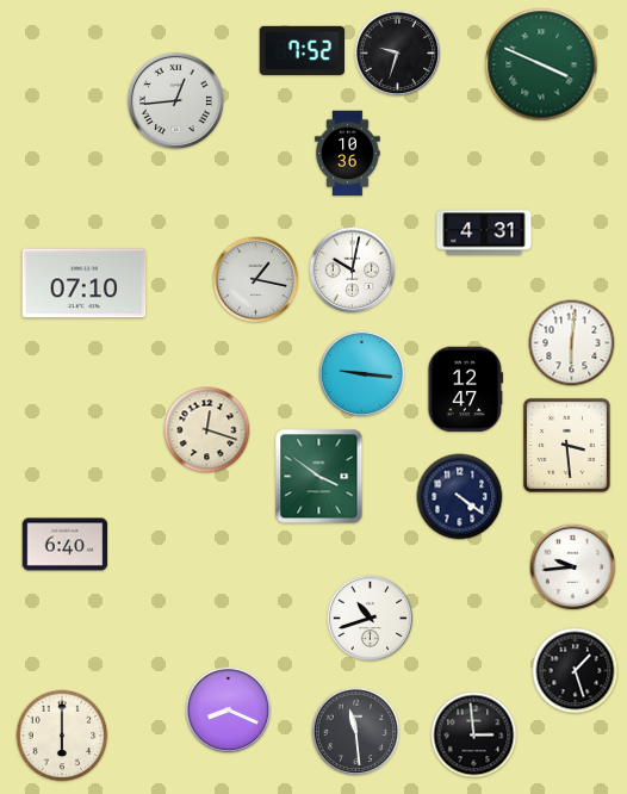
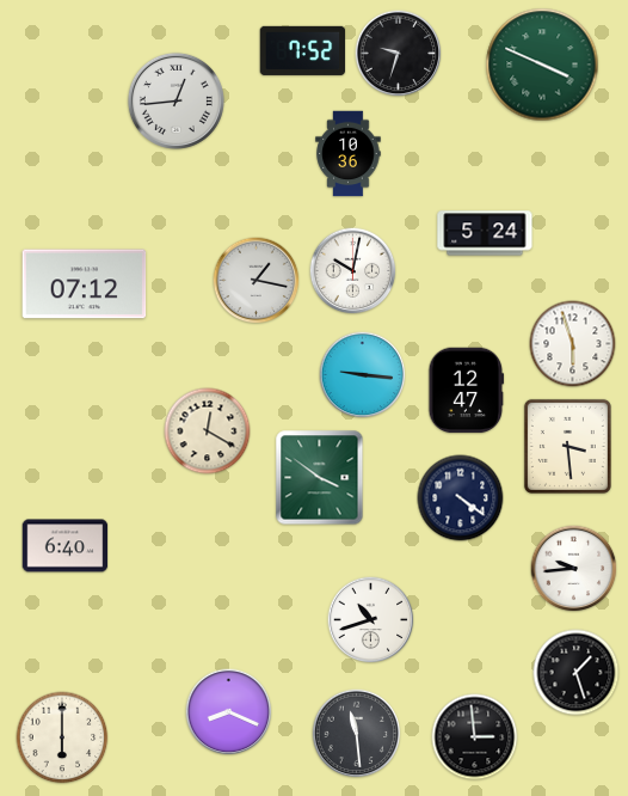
clock at (484, 232): 4:31 -> 5:24
clock at (85, 284): 07:10 -> 07:12
clock at (572, 343): 6:01 -> 5:57
clock at (207, 430): 12:18 -> 12:20
